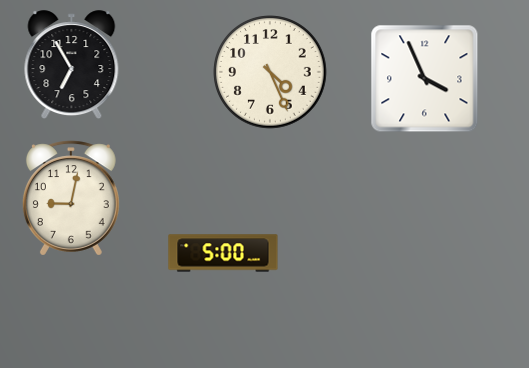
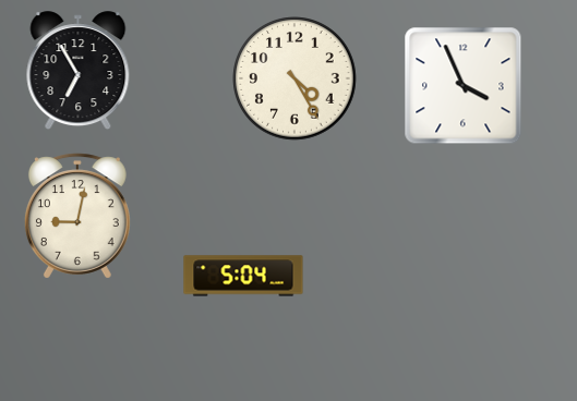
clock at (270, 72): 4:26 -> 4:25
clock at (223, 253): 5:00 -> 5:04
